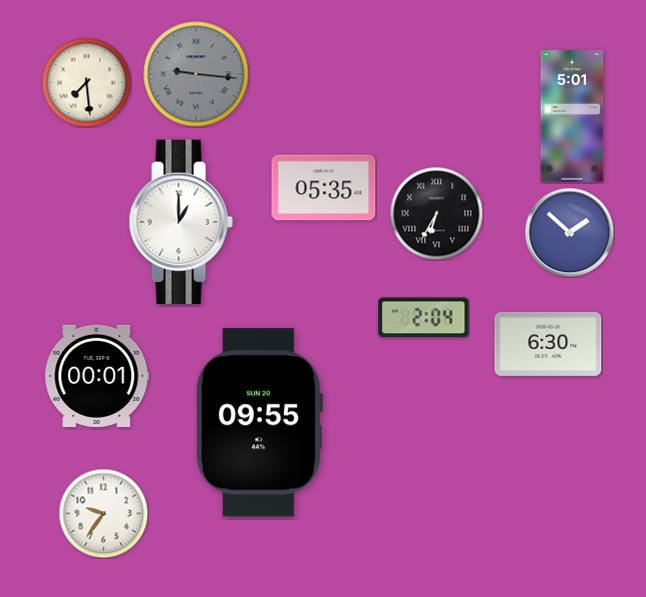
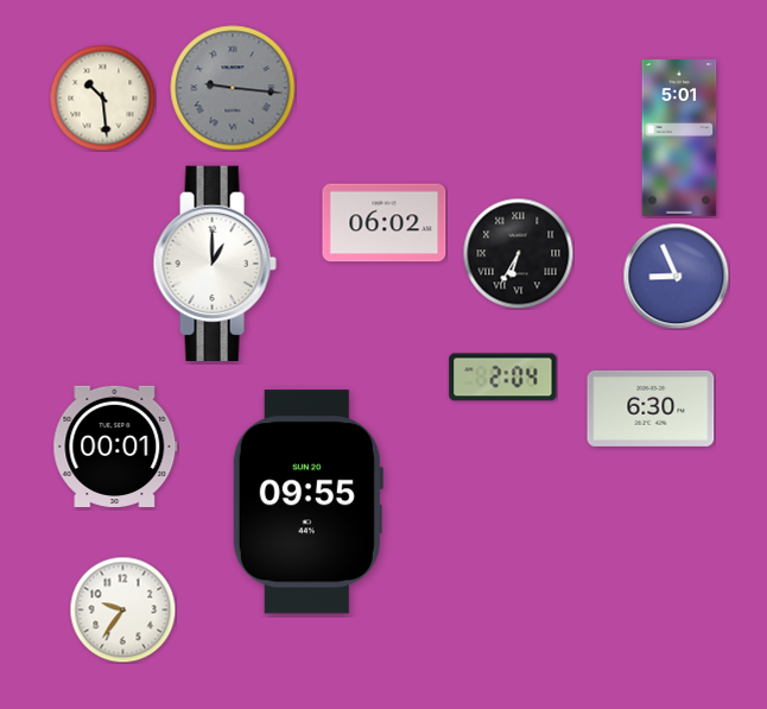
clock at (86, 82): 7:29 -> 10:29
clock at (324, 188): 05:35 -> 06:02
clock at (569, 232): 1:52 -> 8:56
